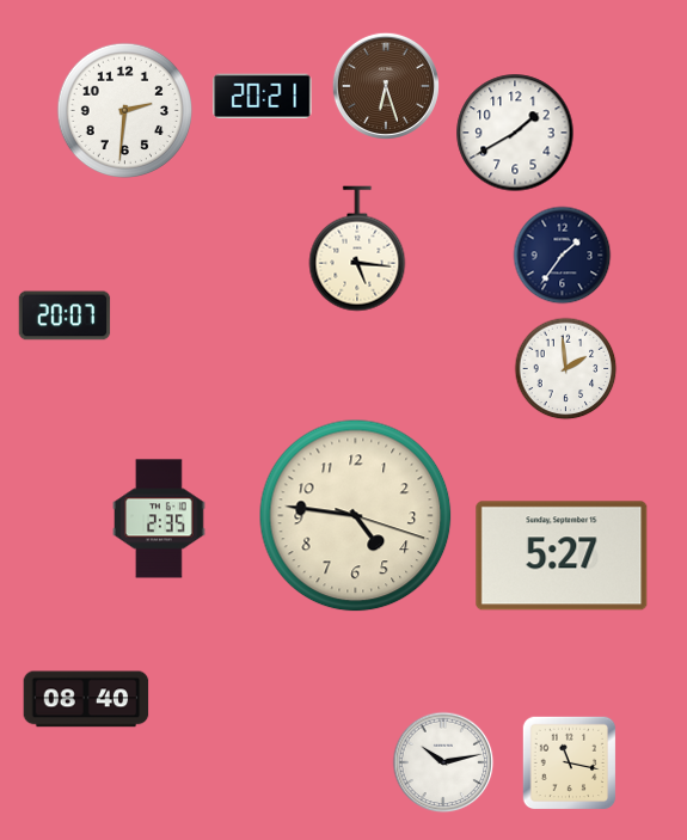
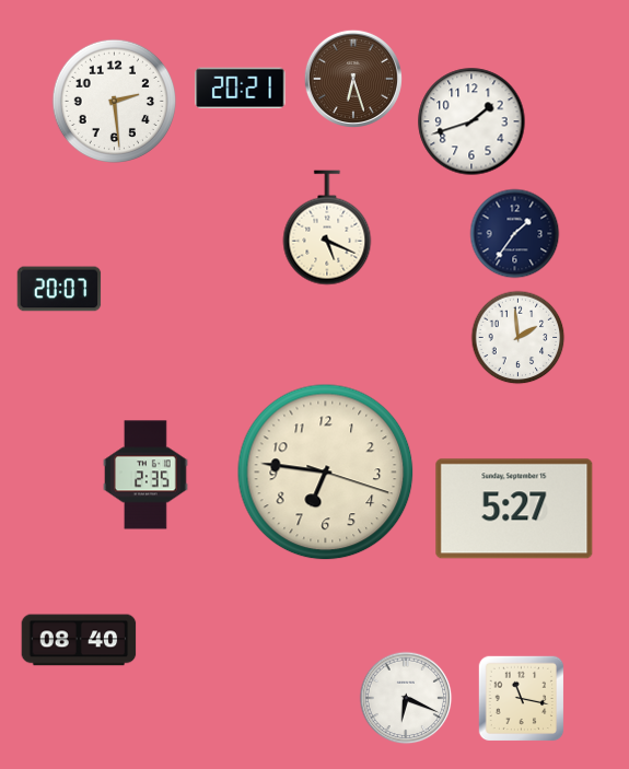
clock at (124, 110): 2:31 -> 2:29
clock at (515, 133): 1:40 -> 1:42
clock at (357, 249): 5:16 -> 5:19
clock at (356, 516): 4:46 -> 6:46
clock at (443, 762): 10:13 -> 6:19
